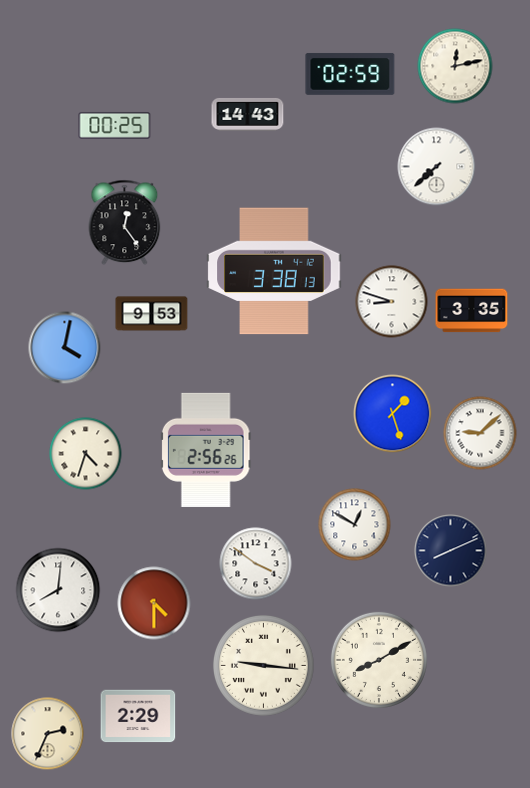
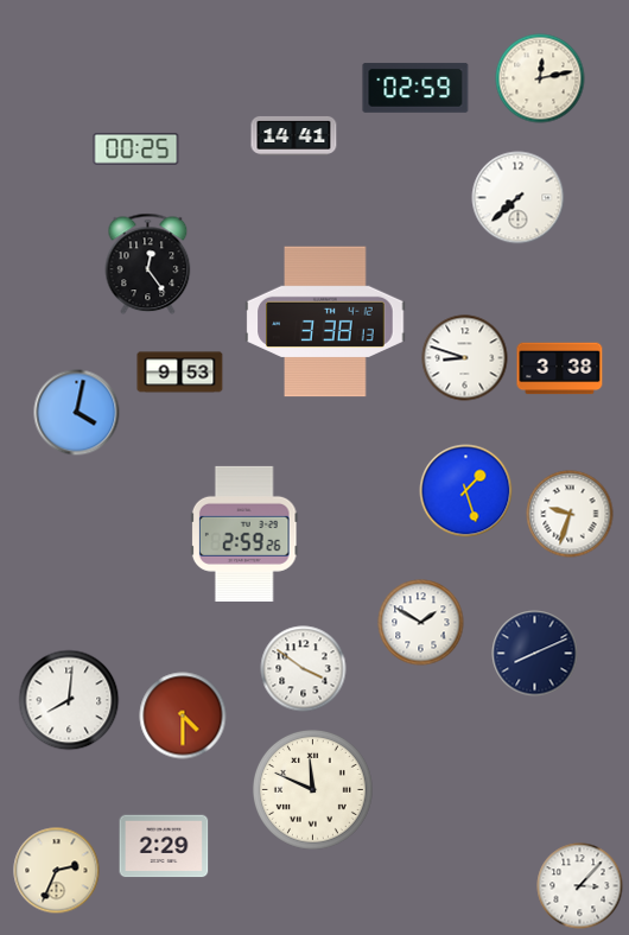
clock at (248, 114): 14:43 -> 14:41
clock at (472, 311): 3:35 -> 3:38
clock at (480, 433): 9:08 -> 9:33
clock at (206, 450): 2:56 -> 2:59
clock at (86, 454): 4:33 -> none
clock at (355, 525): 12:50 -> 1:50
clock at (379, 660): 8:10 -> none
clock at (263, 665): 9:16 -> 11:49
clock at (138, 716) position: (138, 716) -> (164, 846)
clock at (580, 886): none -> 3:07
